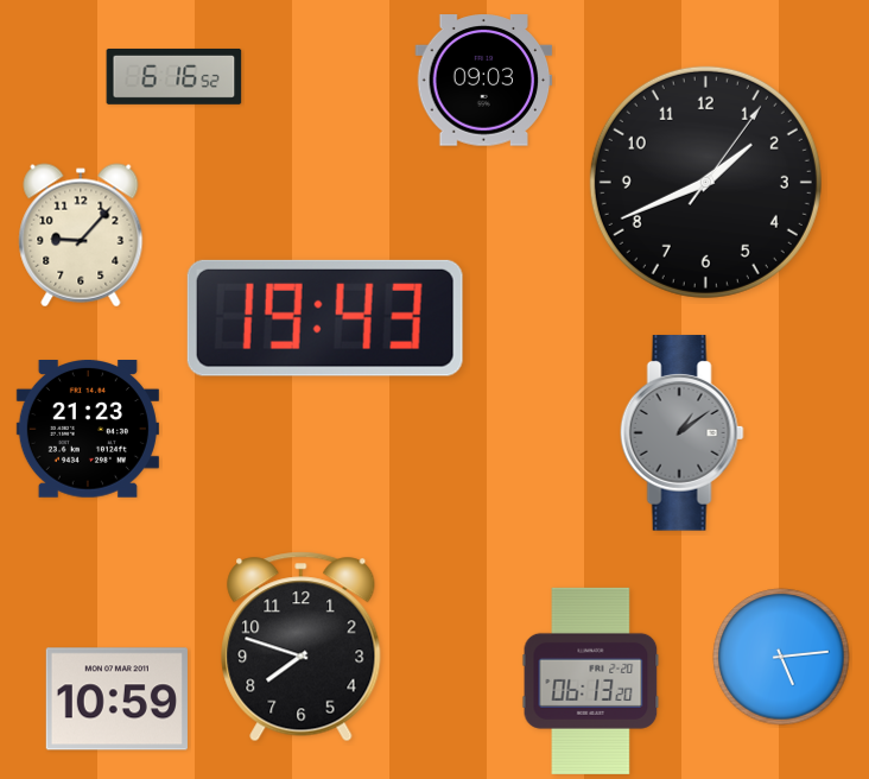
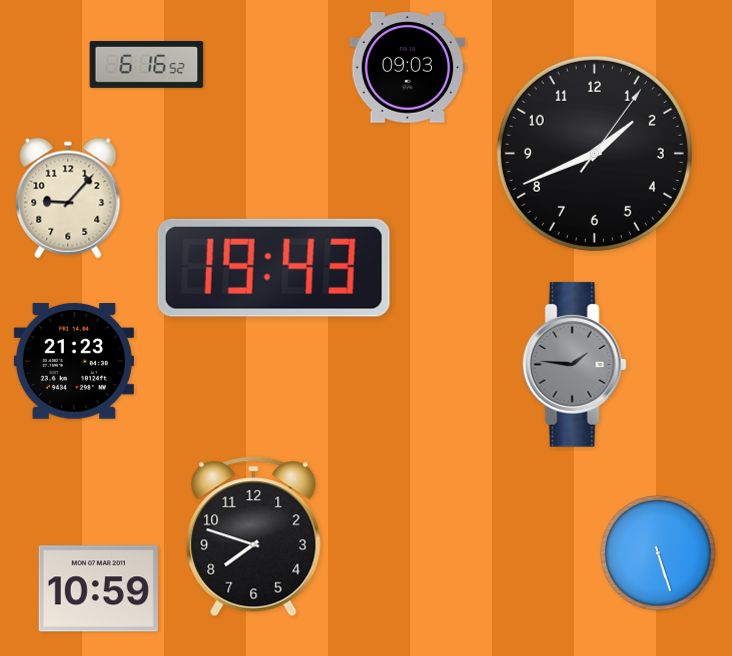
clock at (681, 433): 1:09 -> 1:46
clock at (302, 647) position: (302, 647) -> (254, 537)
clock at (781, 657): 5:14 -> 5:27
clock at (591, 680): 06:13 -> none
